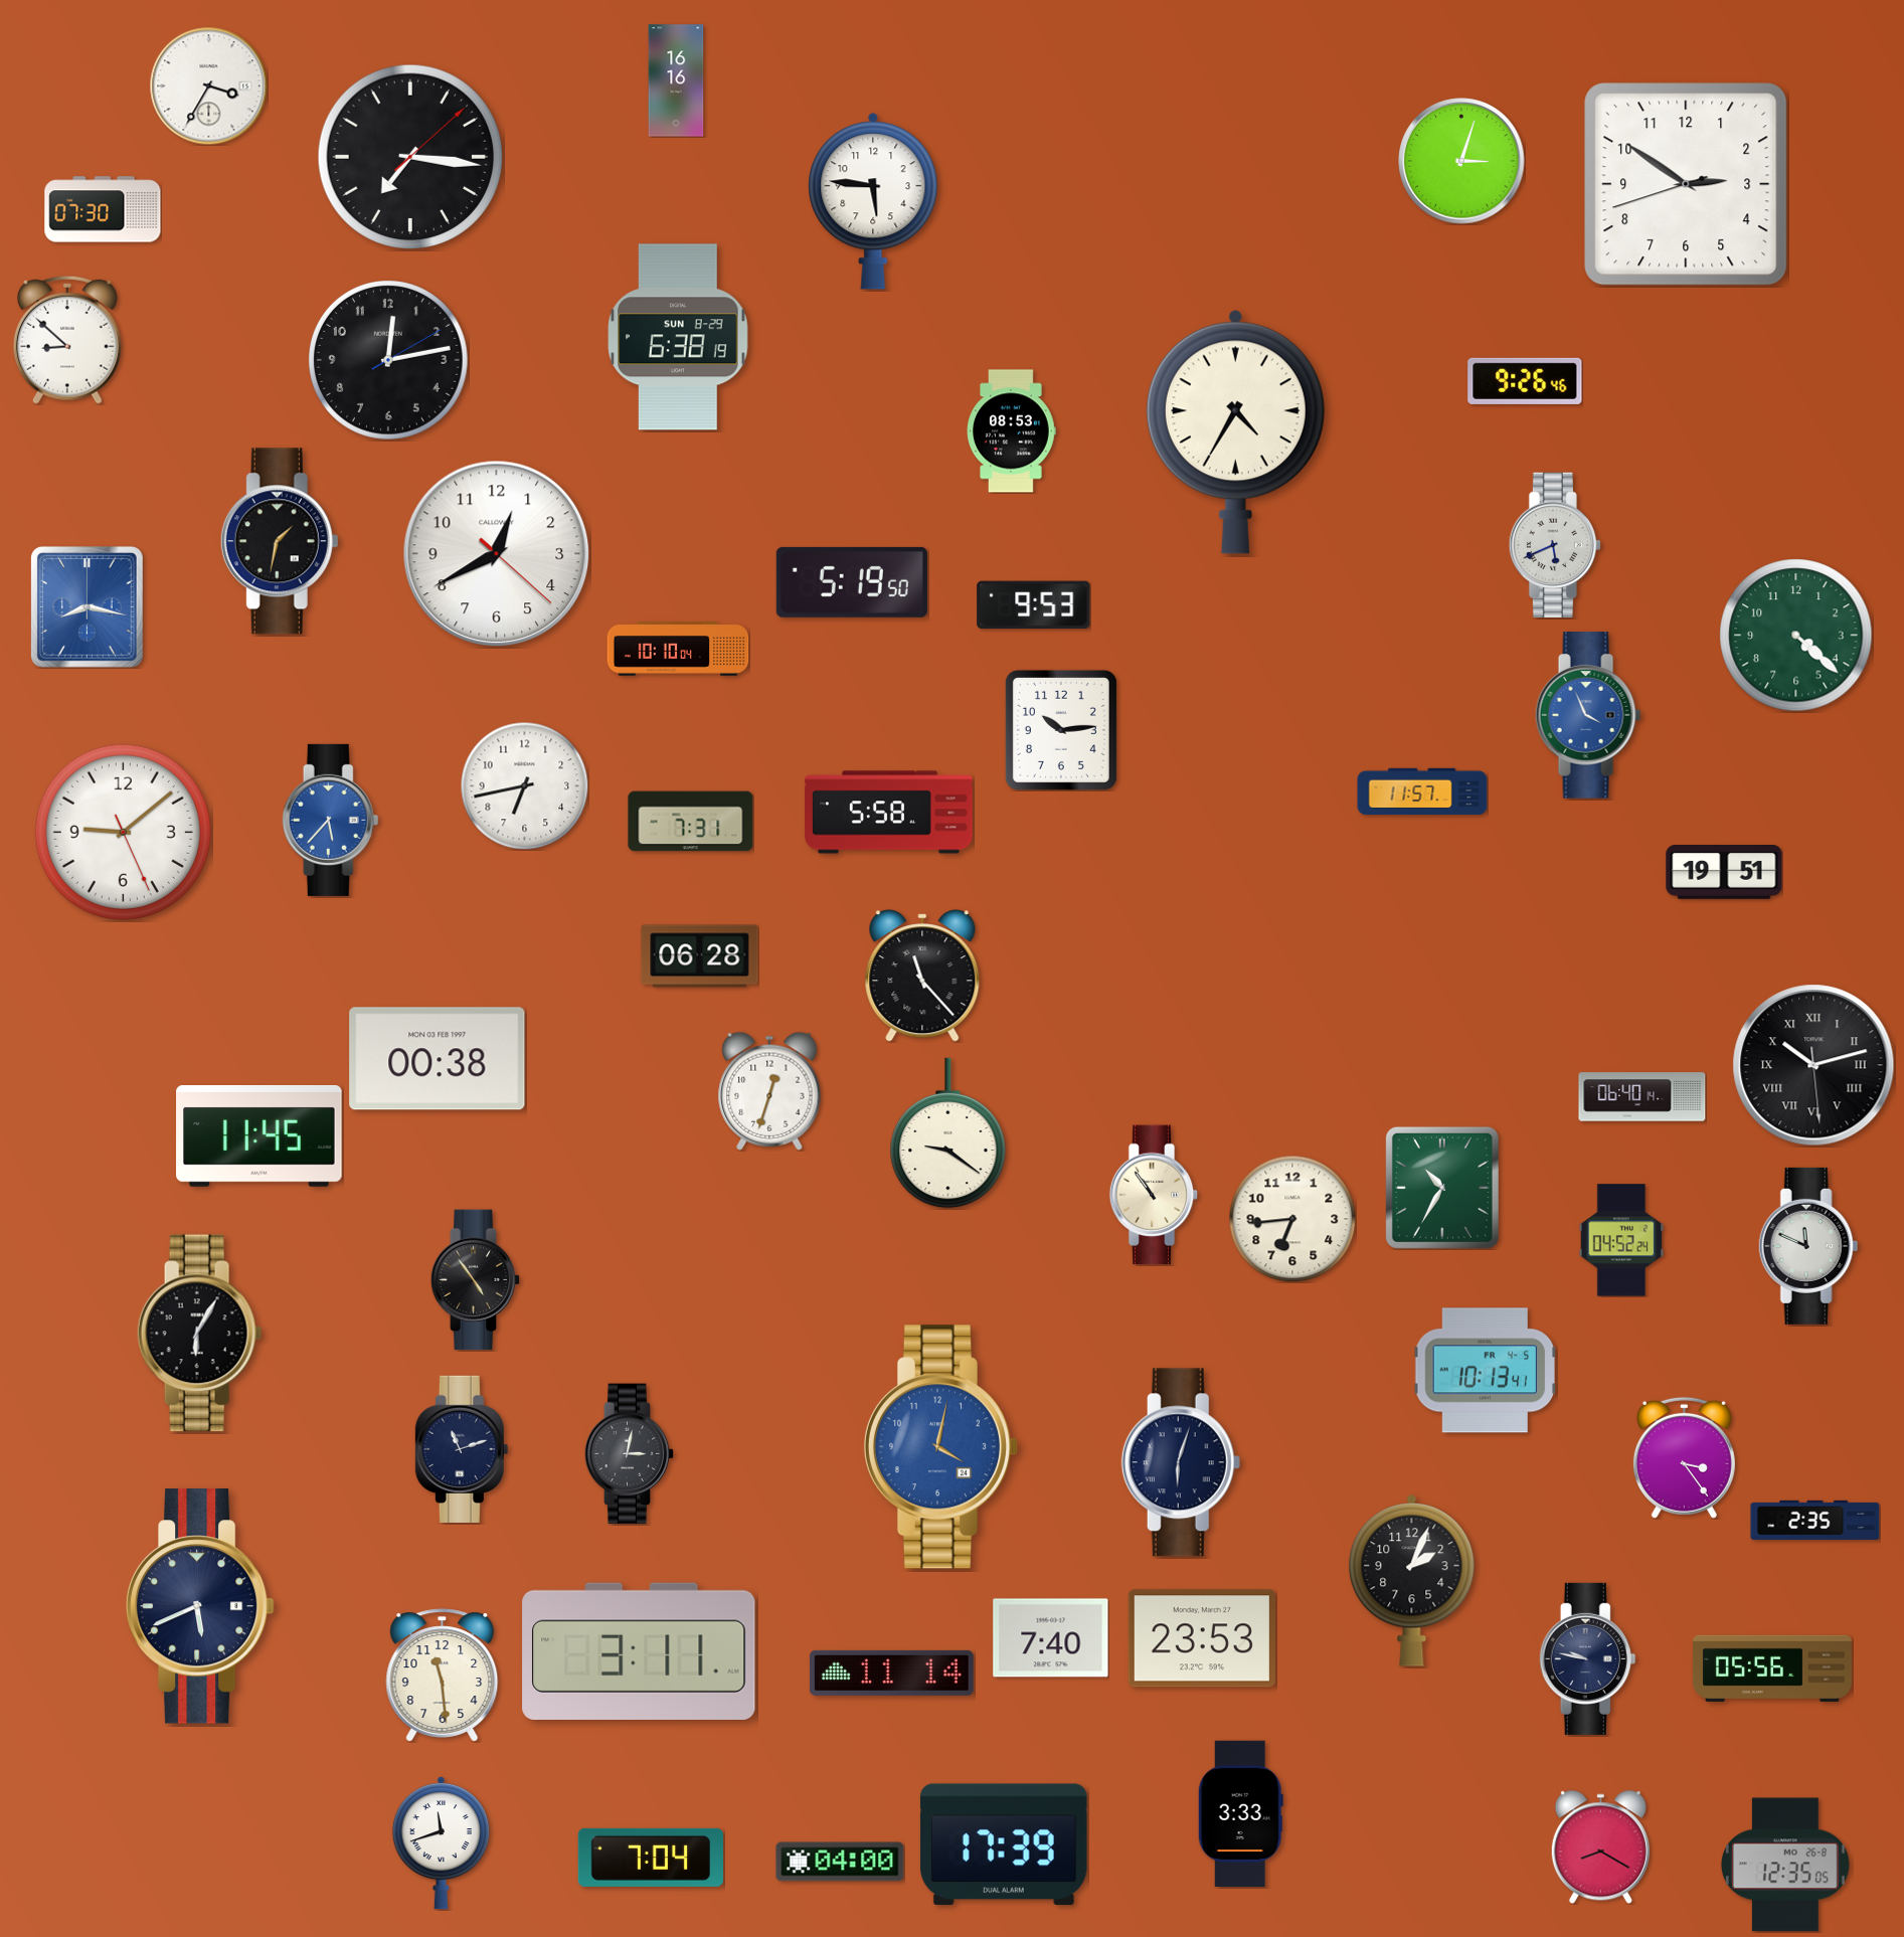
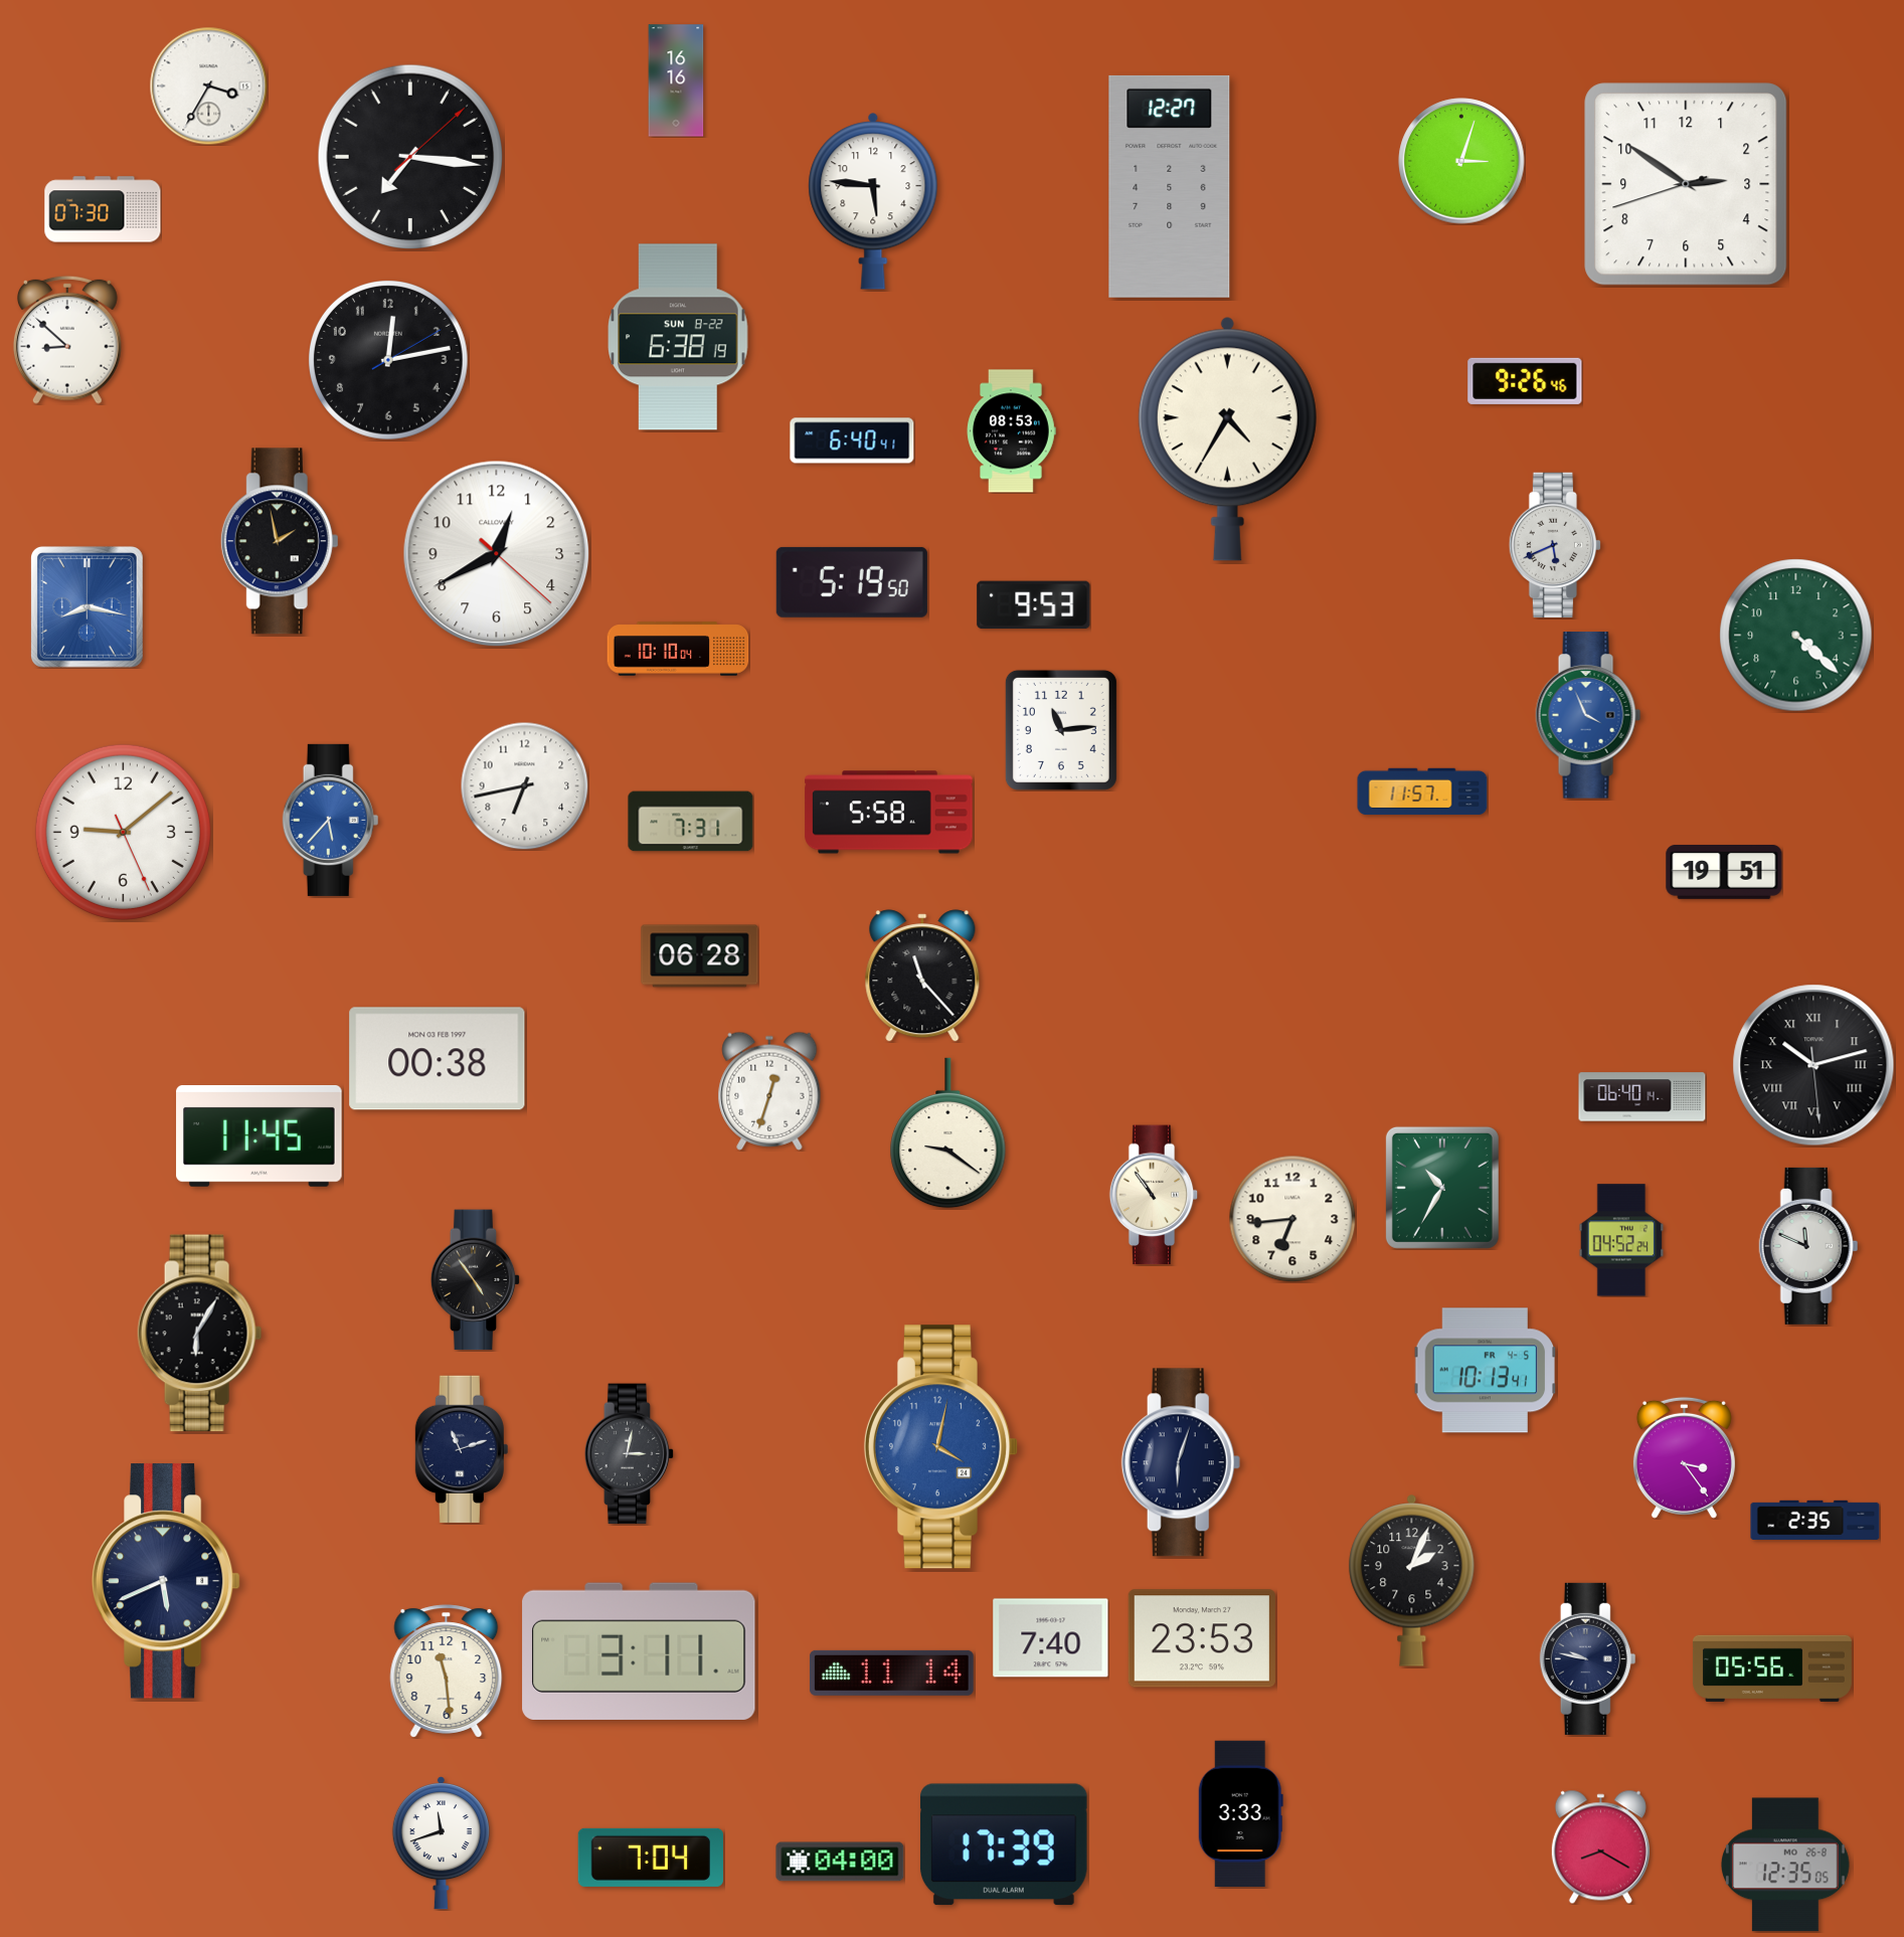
clock at (1170, 186): none -> 12:27
clock at (678, 337) date: SUN 8-29 -> SUN 8-22
clock at (1235, 431) position: (1235, 431) -> (1227, 438)
clock at (852, 441): none -> 6:40
clock at (280, 541): 1:32 -> 1:58
clock at (1061, 730): 10:14 -> 11:14
clock at (200, 1606) position: (200, 1606) -> (166, 1581)
clock at (443, 1676) position: (443, 1676) -> (447, 1671)
